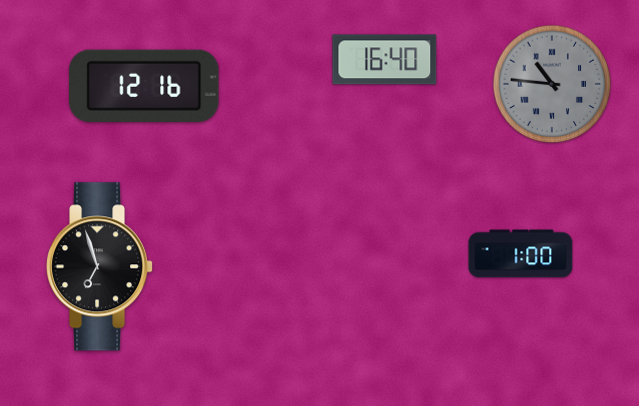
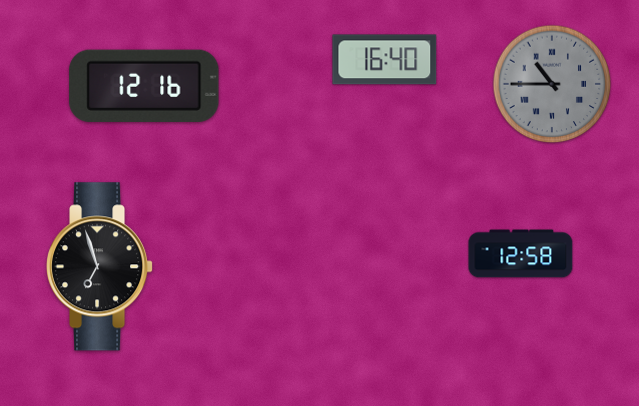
clock at (552, 84): 10:46 -> 10:45
clock at (521, 254): 1:00 -> 12:58
